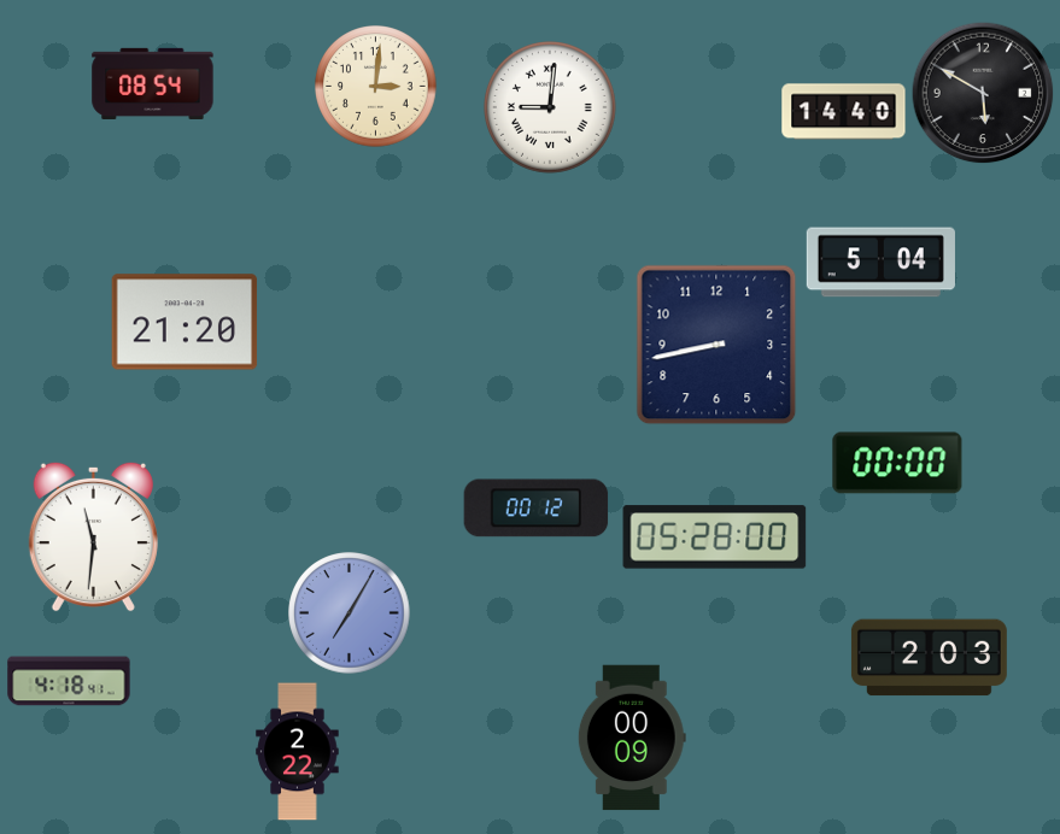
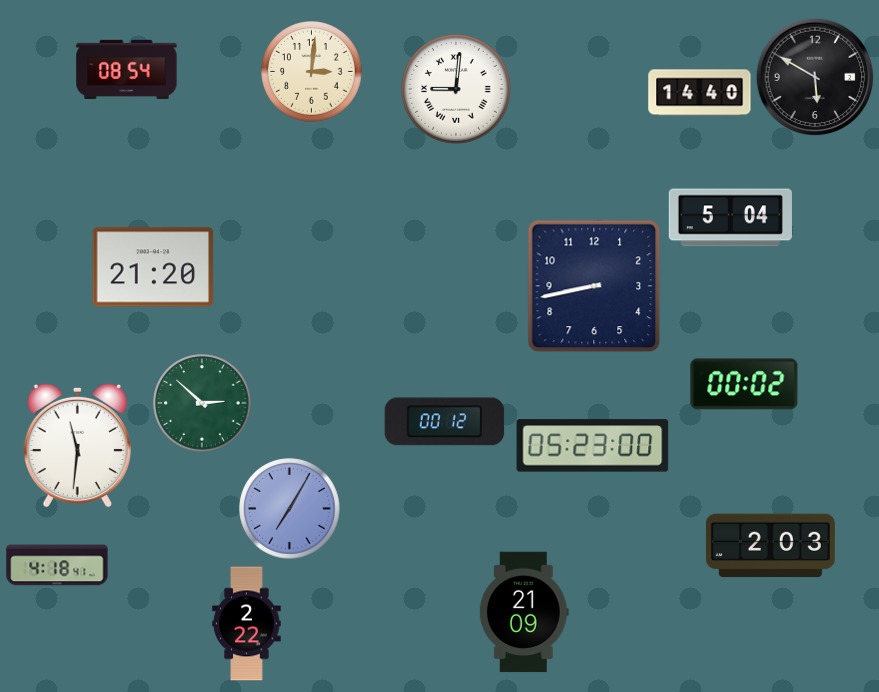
clock at (897, 463): 00:00 -> 00:02
clock at (202, 403): none -> 2:52
clock at (715, 538): 05:28 -> 05:23
clock at (632, 738): 00:09 -> 21:09
